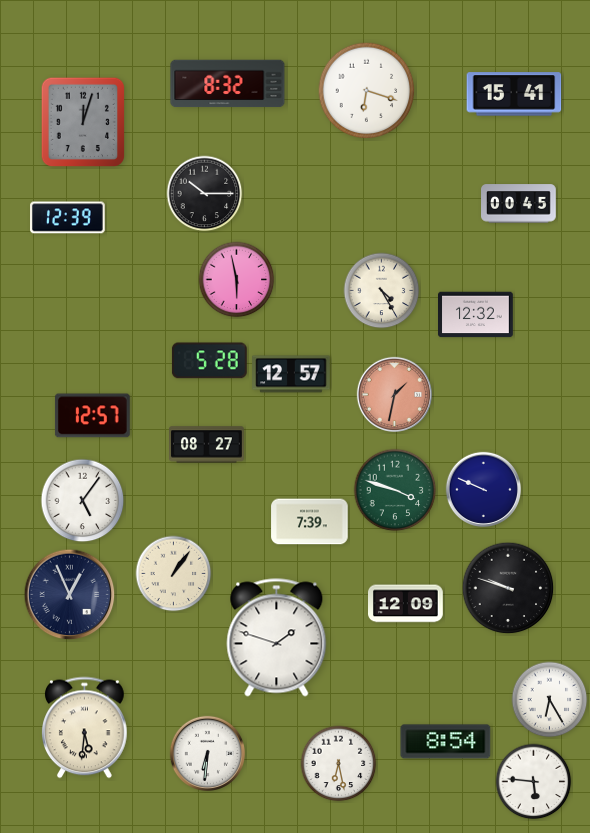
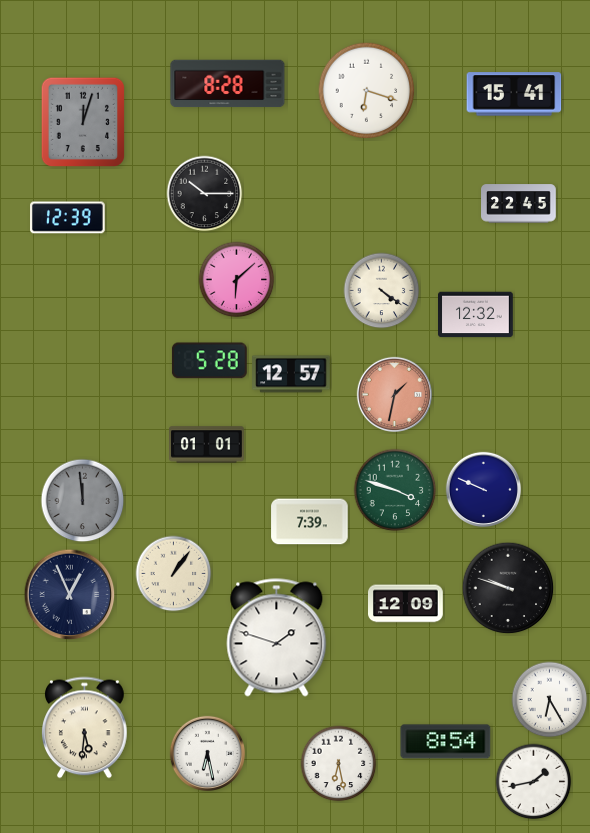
clock at (228, 84): 8:32 -> 8:28
clock at (519, 204): 00:45 -> 22:45
clock at (237, 280): 5:58 -> 6:08
clock at (382, 291): 4:25 -> 4:21
clock at (92, 416): 12:57 -> none
clock at (207, 445): 08:27 -> 01:01
clock at (83, 501): 5:06 -> 11:59
clock at (83, 501) dial: white -> grey
clock at (207, 753): 6:31 -> 6:28
clock at (534, 782): 5:46 -> 1:43
